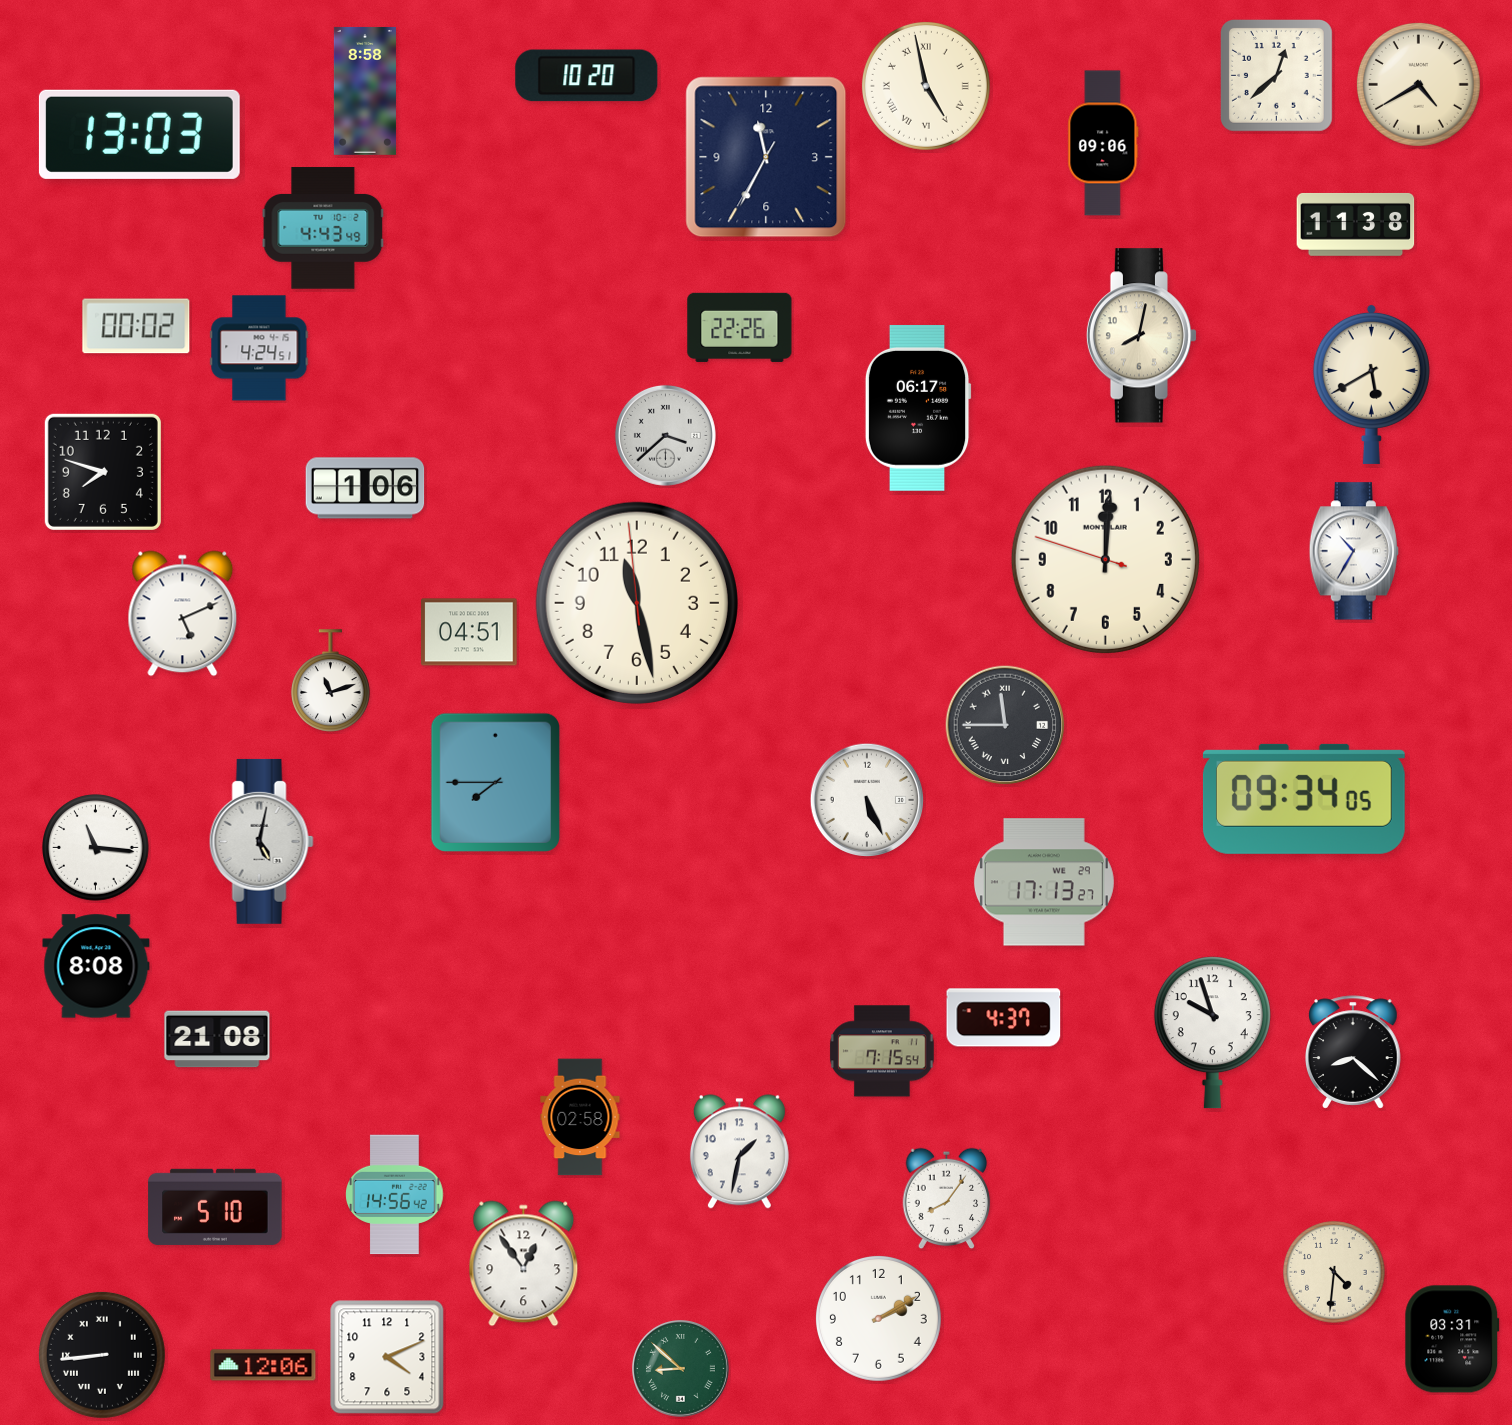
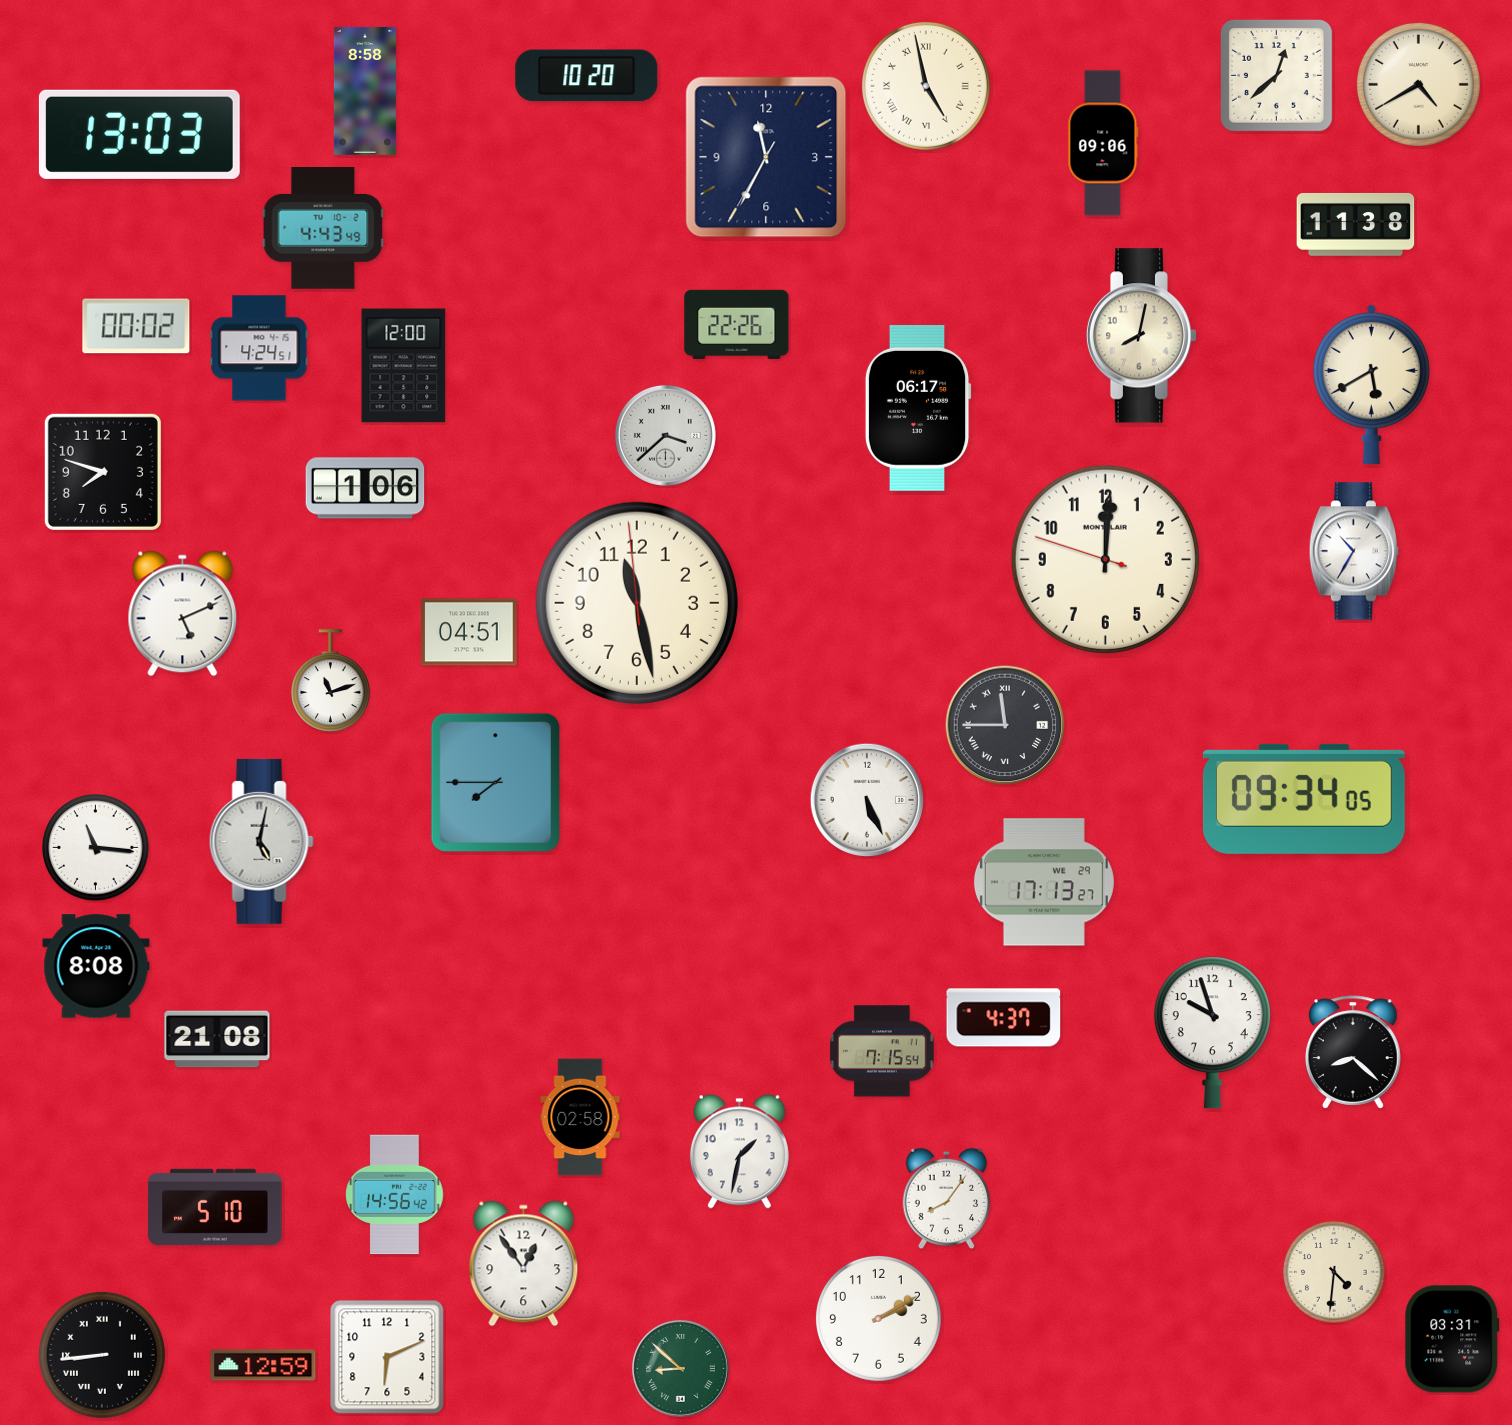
clock at (740, 327) position: (740, 327) -> (737, 324)
clock at (404, 366): none -> 12:00
clock at (387, 1357): 4:11 -> 6:11
clock at (263, 1365): 12:06 -> 12:59
